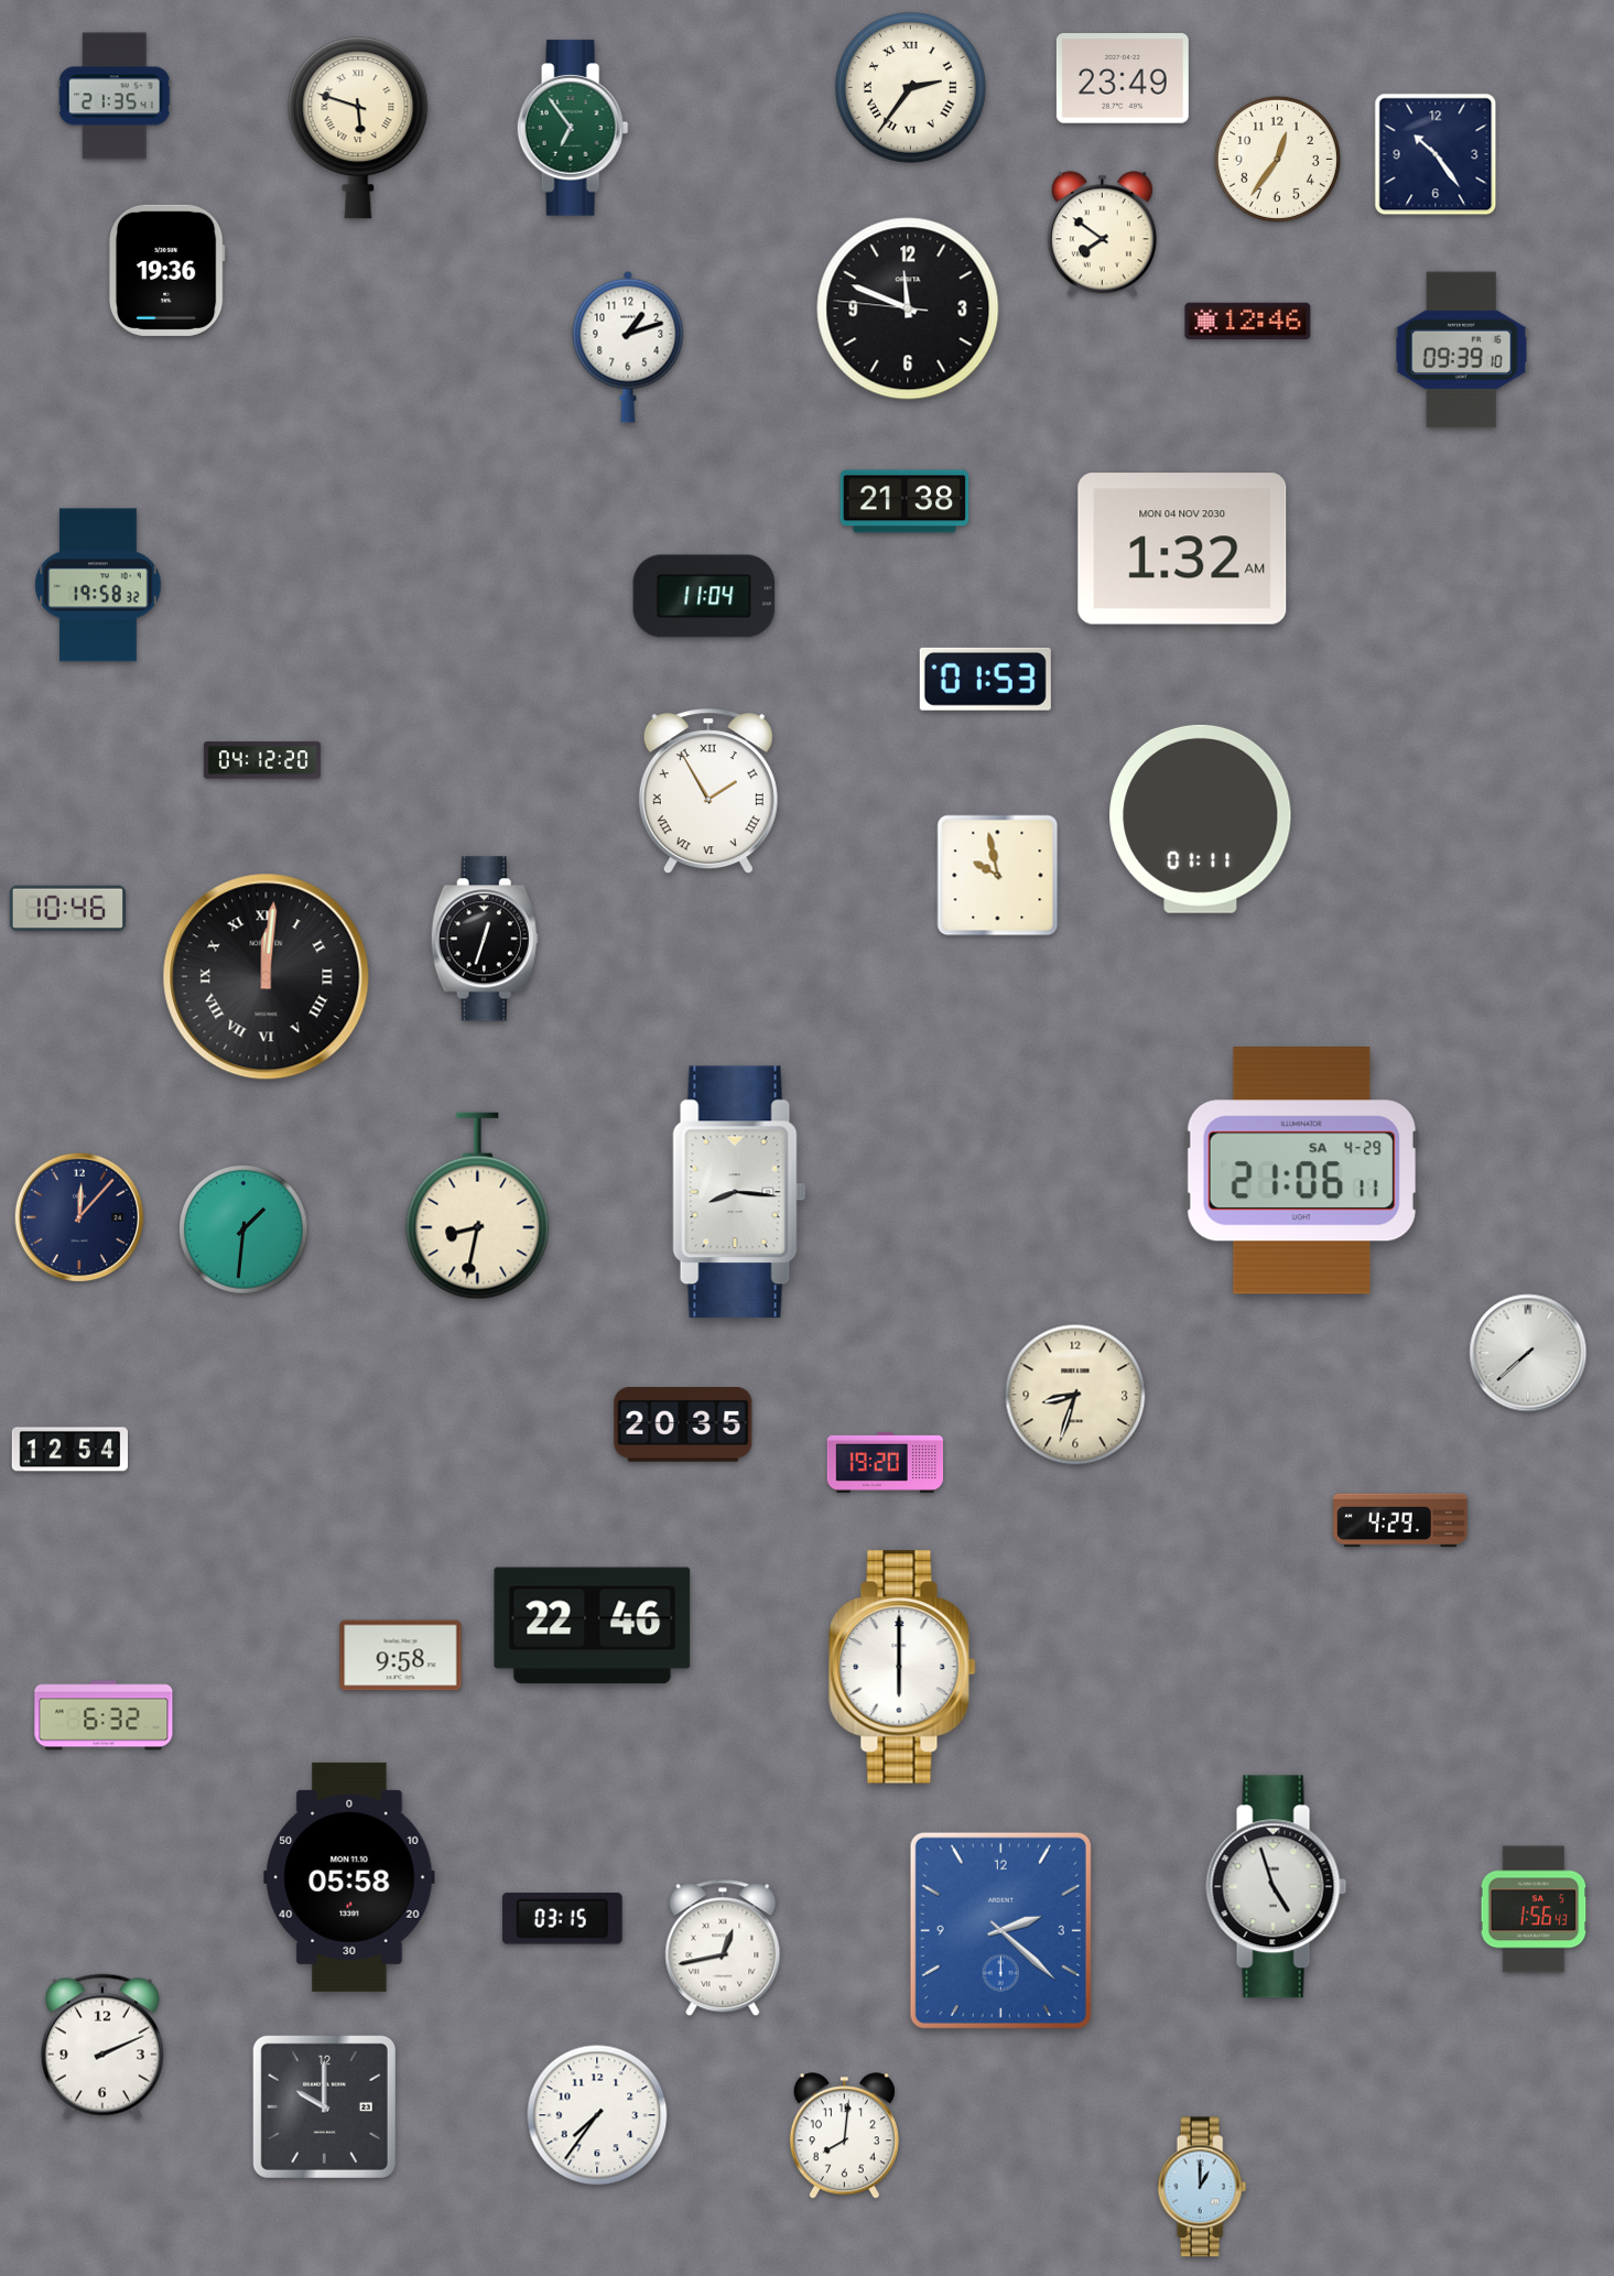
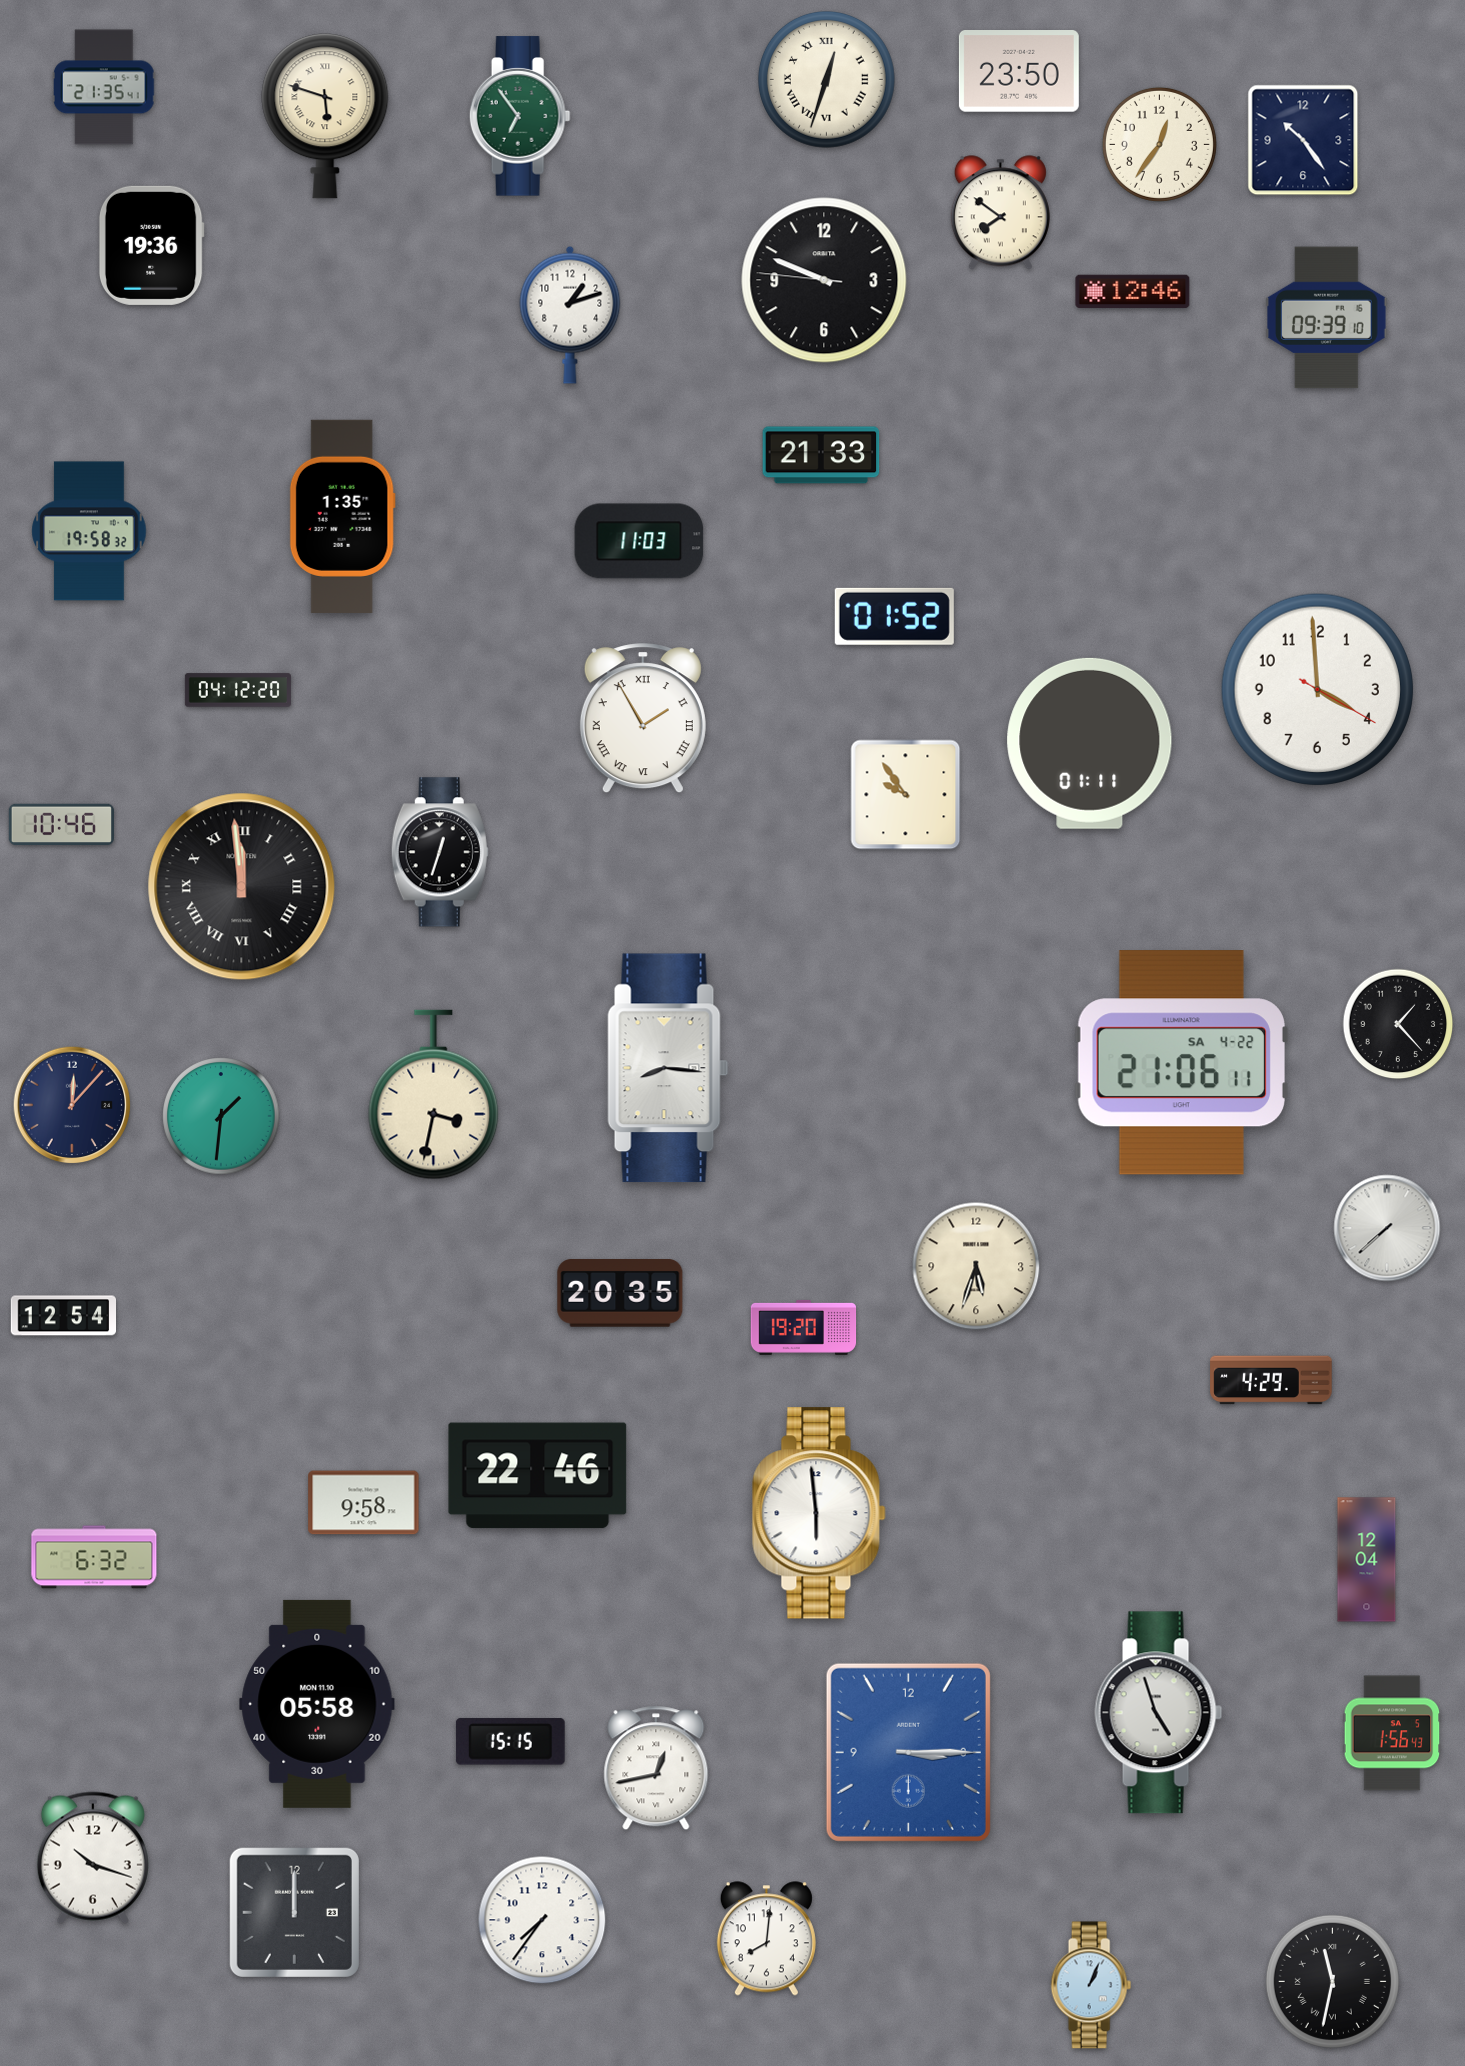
clock at (1123, 79): 23:49 -> 23:50
clock at (910, 87): 2:36 -> 12:33
clock at (908, 308): 11:48 -> 9:48
clock at (905, 501): 21:38 -> 21:33
clock at (1182, 549): 1:32 -> none
clock at (342, 516): none -> 1:35
clock at (704, 596): 11:04 -> 11:03
clock at (985, 679): 01:53 -> 01:52
clock at (1317, 689): none -> 3:59
clock at (998, 876): 9:58 -> 9:54
clock at (267, 977): 12:01 -> 11:59
clock at (1398, 1024): none -> 1:23
clock at (1301, 1171) date: SA 4-29 -> SA 4-22
clock at (739, 1192) position: (739, 1192) -> (668, 1068)
clock at (478, 1206): 8:32 -> 3:32
clock at (1075, 1395): 8:33 -> 5:33
clock at (902, 1667): 6:00 -> 5:59
clock at (1367, 1560): none -> 12:04
clock at (562, 1919): 03:15 -> 15:15
clock at (1000, 1930): 2:22 -> 3:15
clock at (102, 2047): 2:11 -> 10:18
clock at (324, 2106): 10:00 -> 12:00
clock at (1332, 1981): none -> 11:32
clock at (1202, 2187): 1:00 -> 1:04
